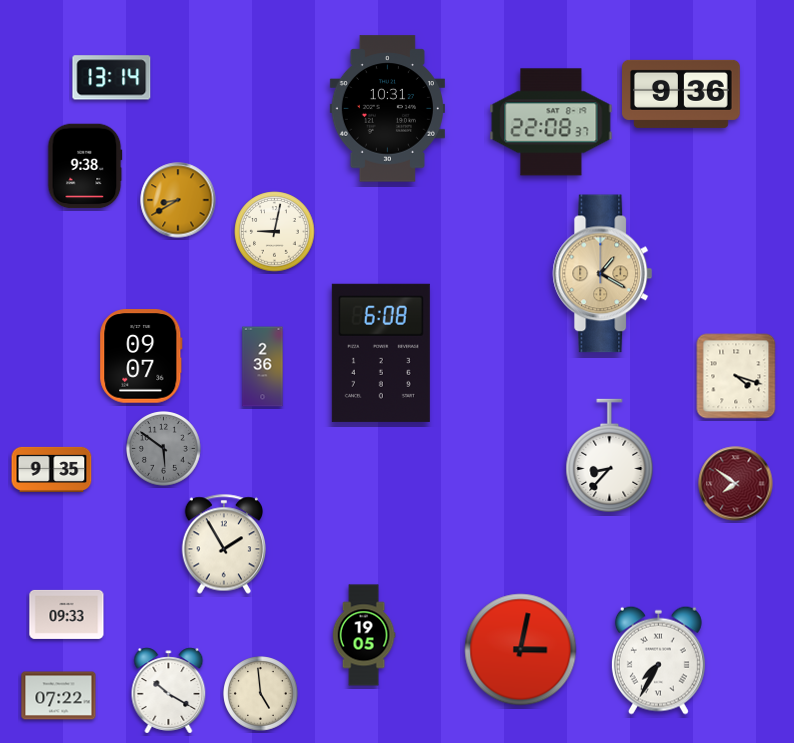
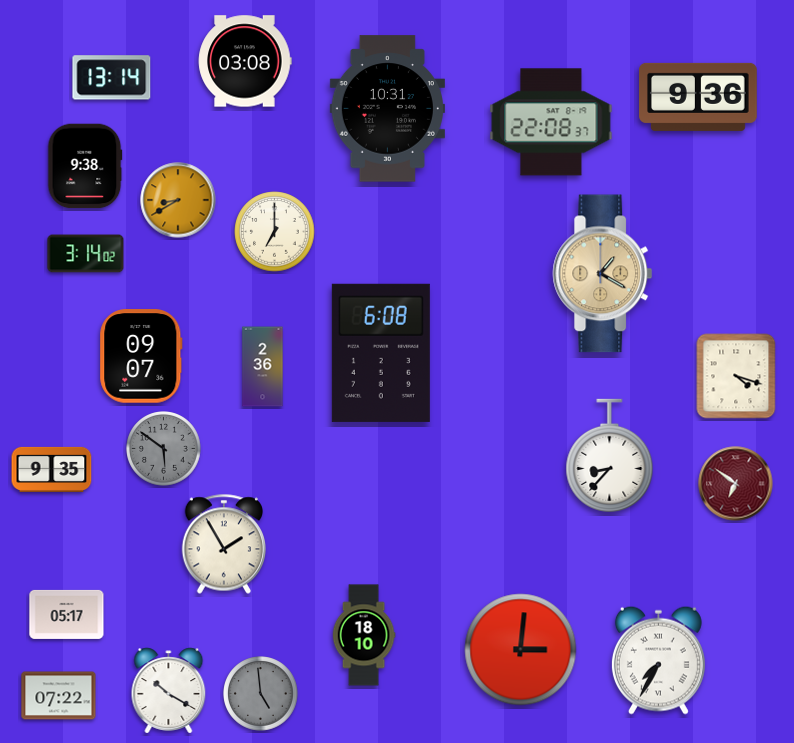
clock at (245, 61): none -> 03:08
clock at (682, 94) position: (682, 94) -> (699, 97)
clock at (275, 232): 9:02 -> 7:00
clock at (86, 254): none -> 3:14
clock at (736, 484): 7:51 -> 6:51
clock at (67, 614): 09:33 -> 05:17
clock at (364, 635): 19:05 -> 18:10
clock at (521, 650): 3:02 -> 3:01
clock at (261, 694) dial: cream -> grey
